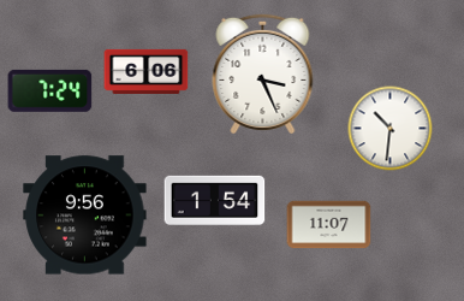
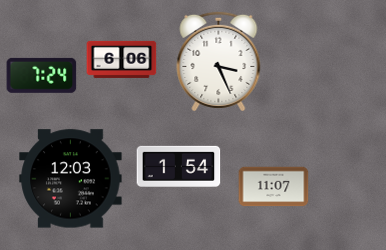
clock at (391, 129): 10:31 -> none
clock at (85, 216): 9:56 -> 12:03
